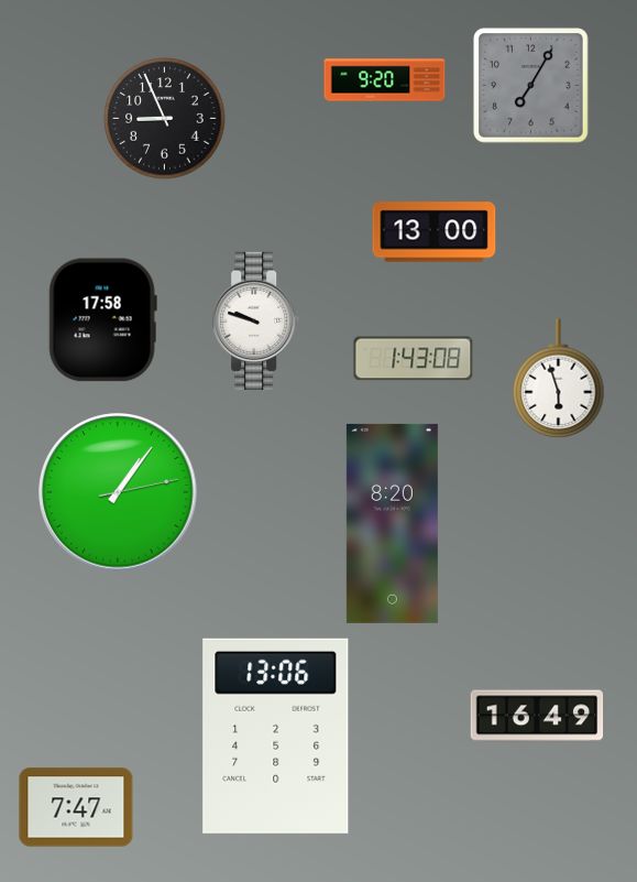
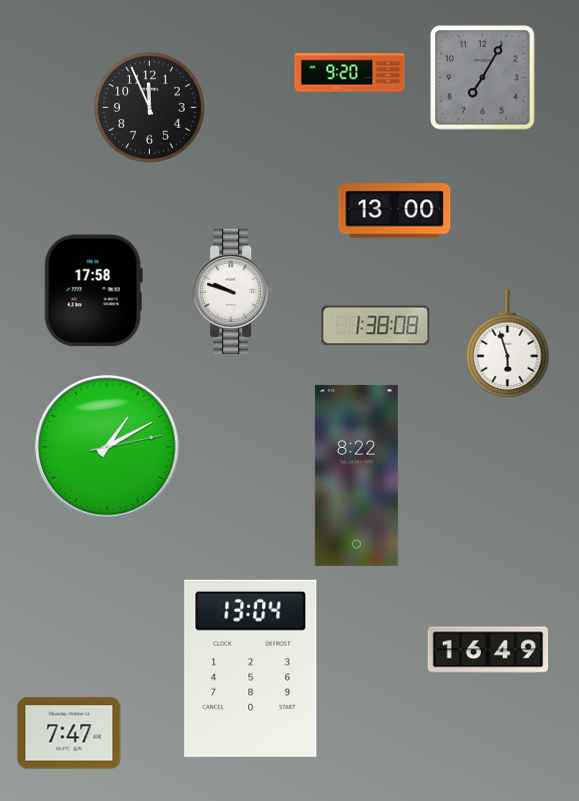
clock at (165, 119): 8:56 -> 11:56
clock at (414, 359): 1:43 -> 1:38
clock at (118, 492): 1:06 -> 1:10
clock at (392, 523): 8:20 -> 8:22
clock at (276, 736): 13:06 -> 13:04
